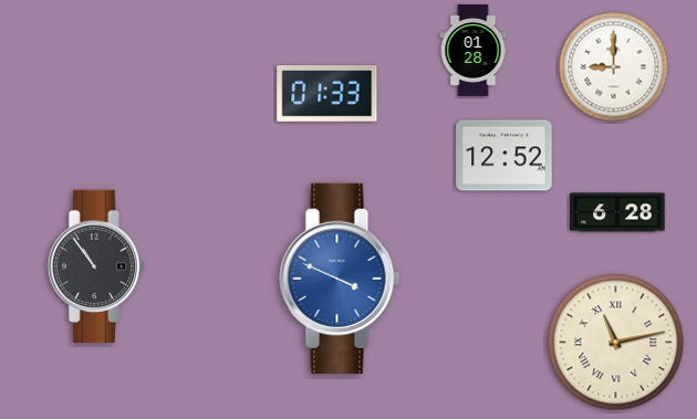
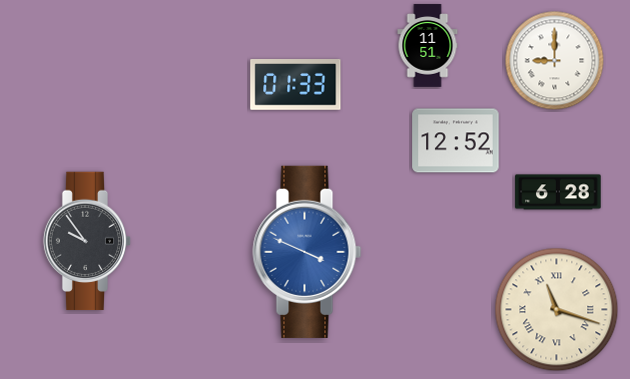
clock at (474, 51): 01:28 -> 11:51
clock at (96, 266): 10:54 -> 9:54
clock at (616, 343): 11:13 -> 11:18
